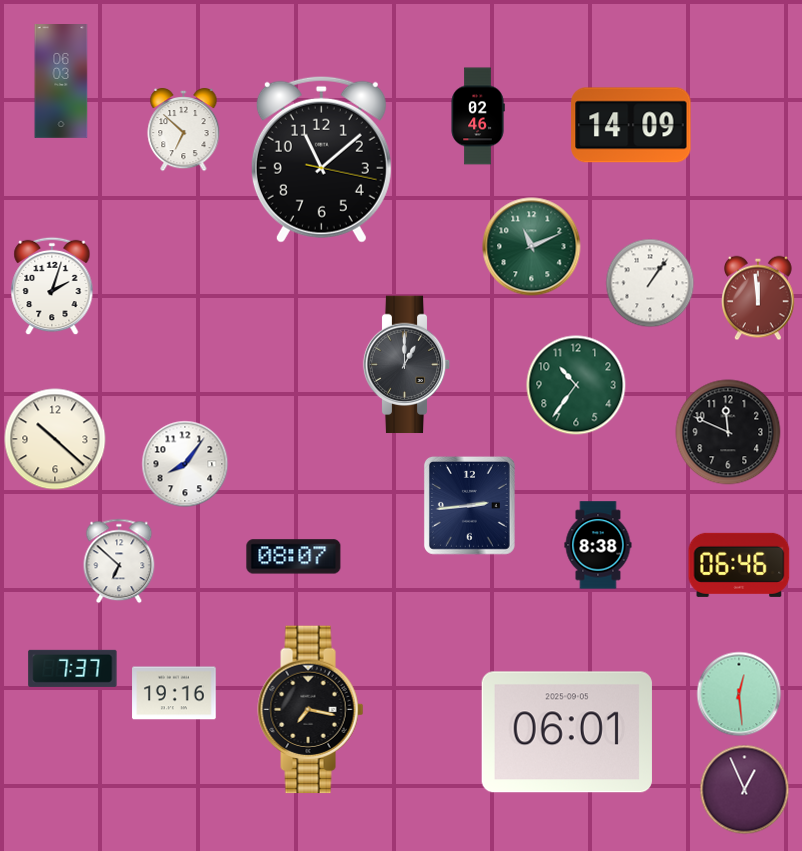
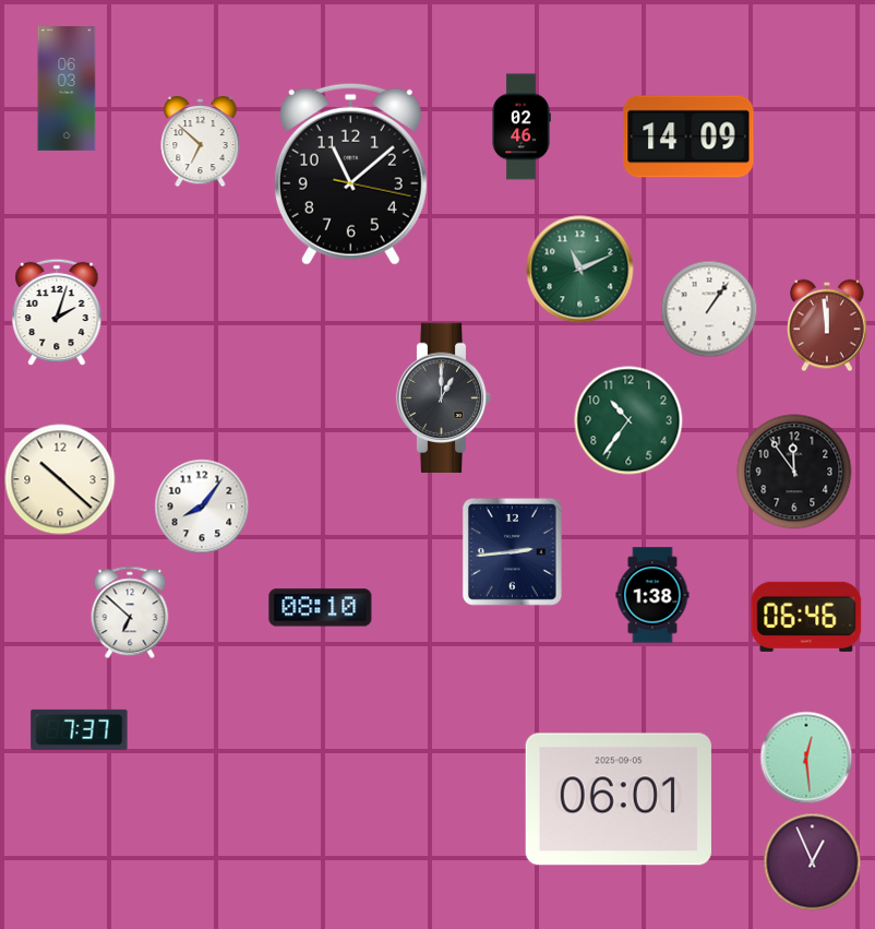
clock at (728, 432): 11:49 -> 11:54
clock at (598, 545): 8:38 -> 1:38
clock at (294, 557): 08:07 -> 08:10
clock at (174, 693): 19:16 -> none
clock at (311, 710): 7:17 -> none
